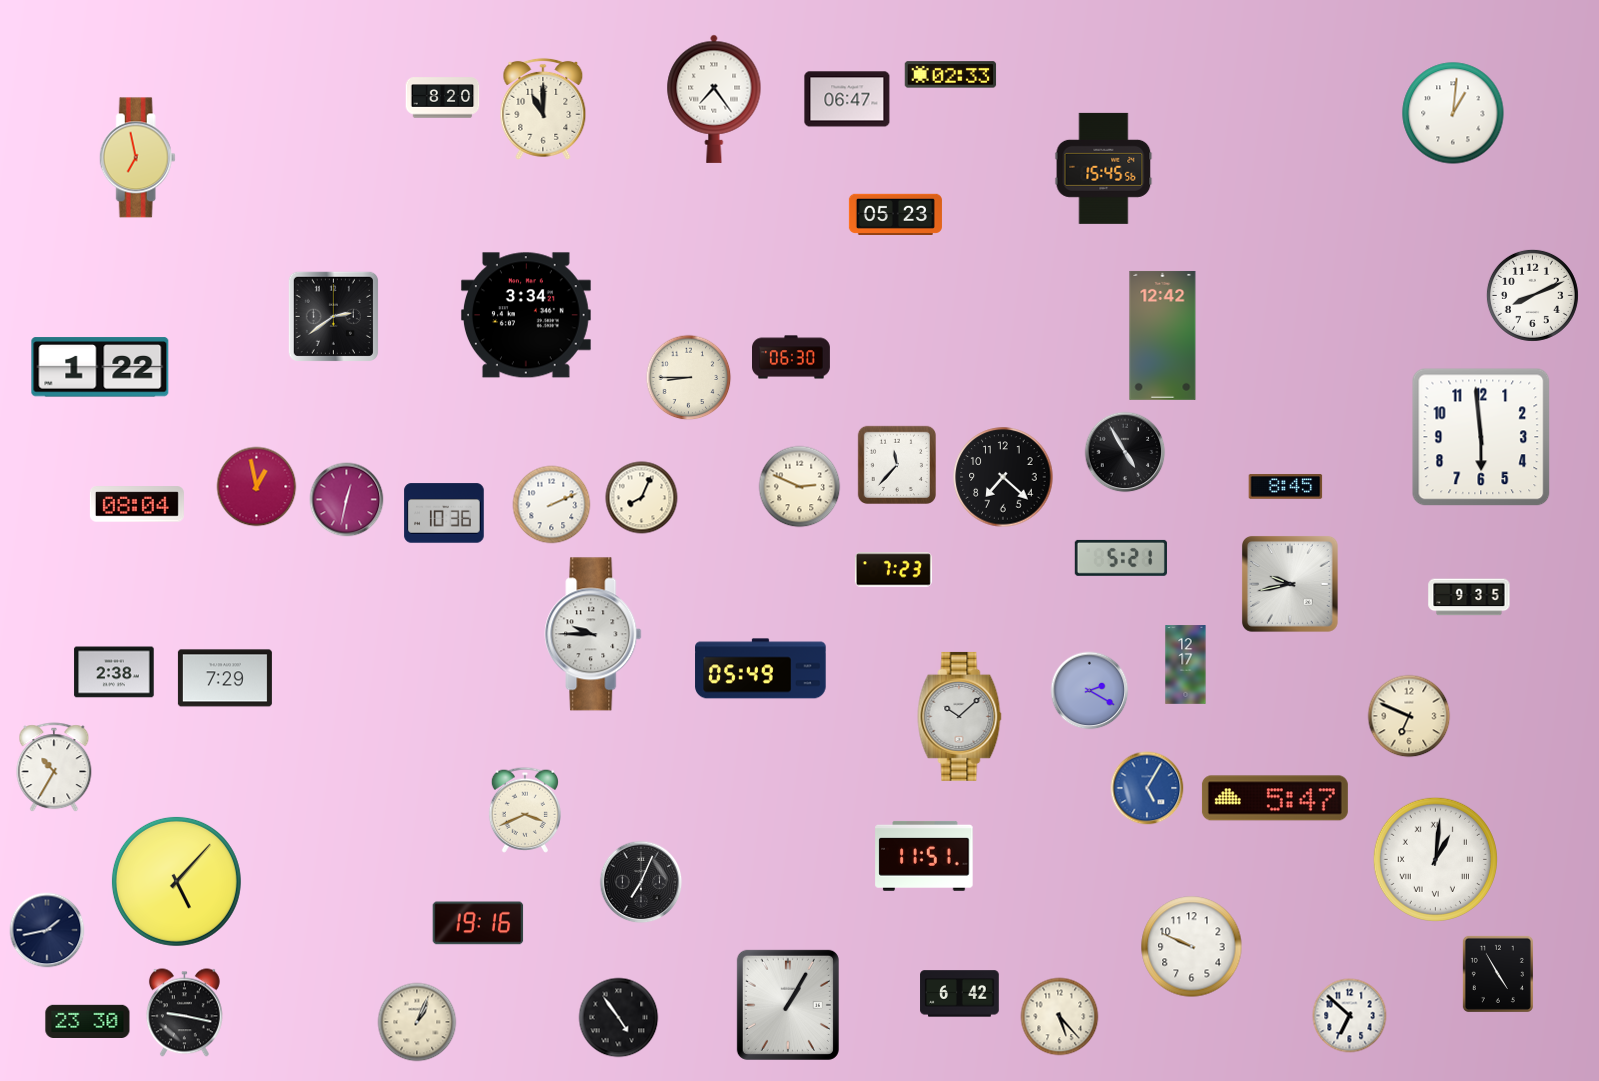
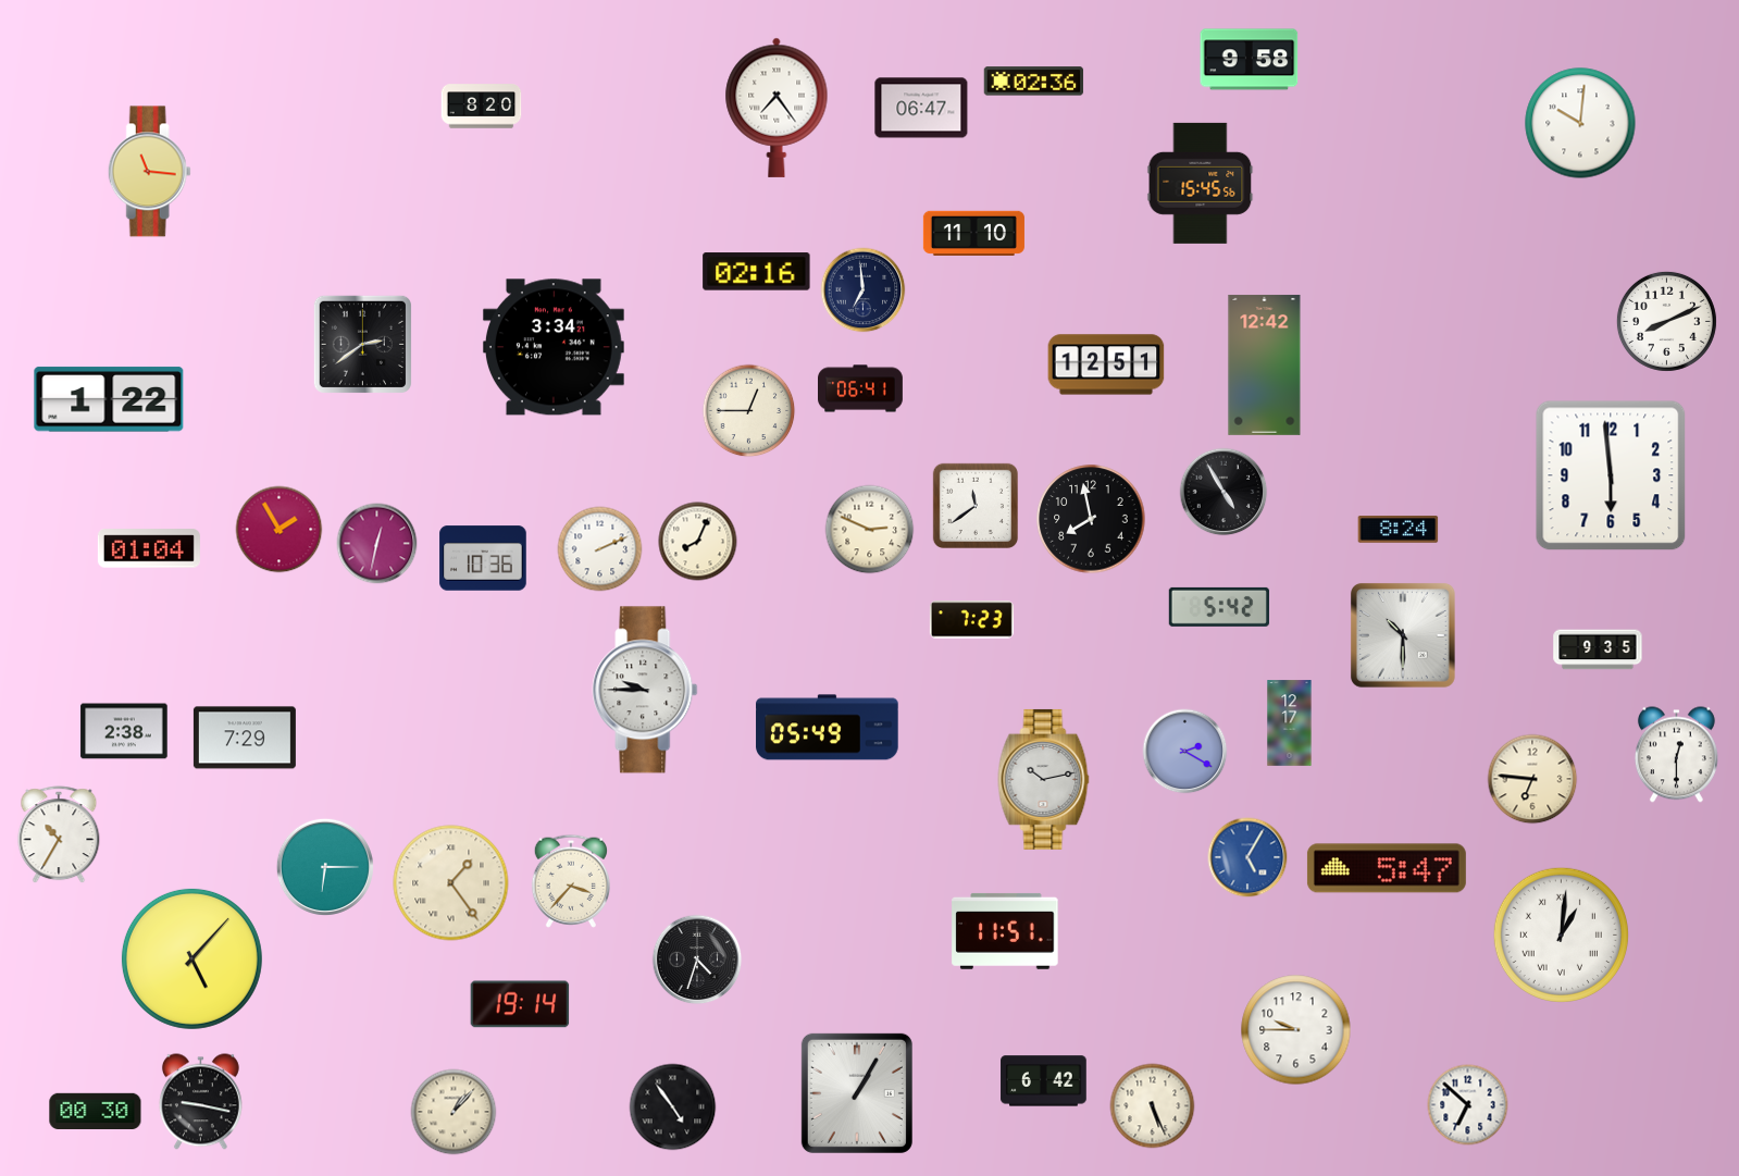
clock at (1250, 60): none -> 9:58
clock at (951, 75): 02:33 -> 02:36
clock at (543, 109): 11:00 -> none
clock at (1453, 113): 1:01 -> 10:01
clock at (137, 158): 6:58 -> 11:16
clock at (895, 214): 05:23 -> 11:10
clock at (757, 272): none -> 02:16
clock at (864, 290): none -> 6:59
clock at (526, 315) position: (526, 315) -> (554, 347)
clock at (1106, 364): none -> 12:51
clock at (792, 357): 06:30 -> 06:41
clock at (689, 378): 8:45 -> 12:45
clock at (897, 465): 11:37 -> 11:39
clock at (1003, 477): 7:22 -> 7:58
clock at (257, 487): 12:58 -> 1:55
clock at (1286, 487): 8:45 -> 8:24
clock at (137, 504): 08:04 -> 01:04
clock at (1121, 558): 5:21 -> 5:42
clock at (1290, 584): 9:43 -> 10:30
clock at (1676, 755): none -> 12:30
clock at (960, 716): 10:08 -> 10:13
clock at (1409, 716): 6:49 -> 6:46
clock at (325, 867): none -> 6:15
clock at (524, 810): 3:41 -> 3:37
clock at (451, 883): none -> 1:24
clock at (641, 882): 7:04 -> 4:33
clock at (478, 923): 19:16 -> 19:14
clock at (47, 930): 1:43 -> none
clock at (1192, 947): 9:49 -> 9:45
clock at (1498, 974): 4:55 -> none
clock at (1060, 1017): 5:23 -> 5:26
clock at (88, 1021): 23:30 -> 00:30
clock at (417, 1022): 1:04 -> 1:07
